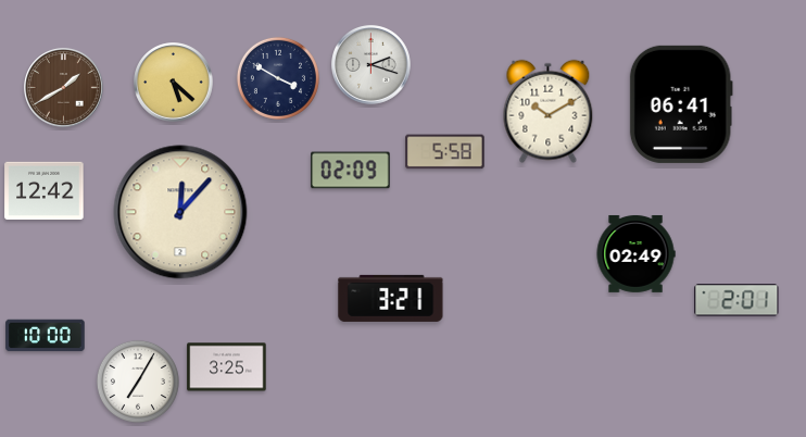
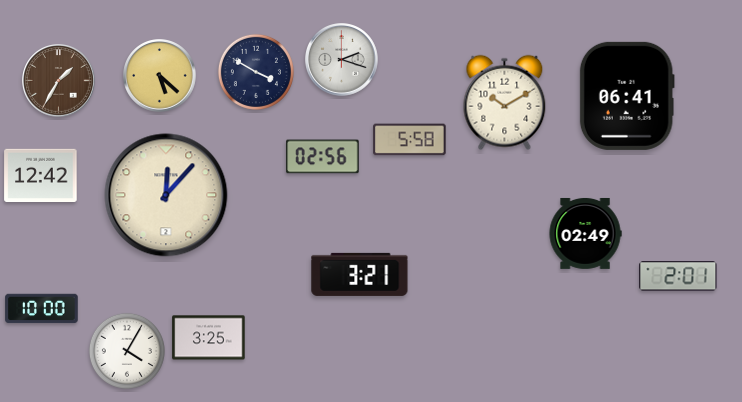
clock at (64, 88): 1:40 -> 1:35
clock at (351, 171): 02:09 -> 02:56
clock at (138, 382): 7:05 -> 4:05
